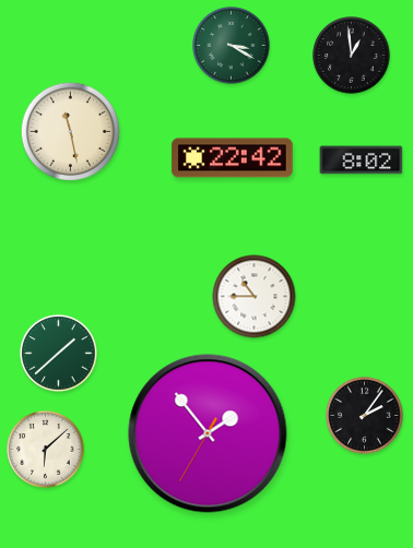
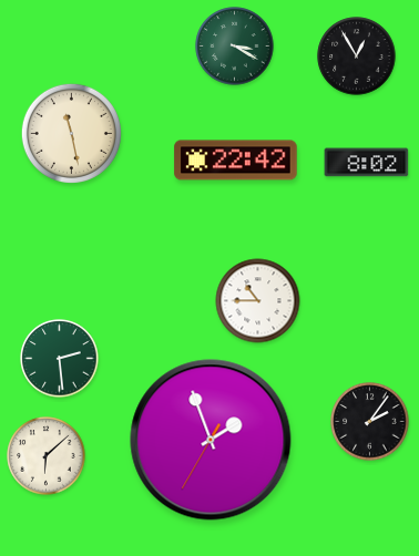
clock at (352, 56): 12:59 -> 12:55
clock at (59, 354): 1:38 -> 2:29
clock at (208, 433): 1:53 -> 1:56
